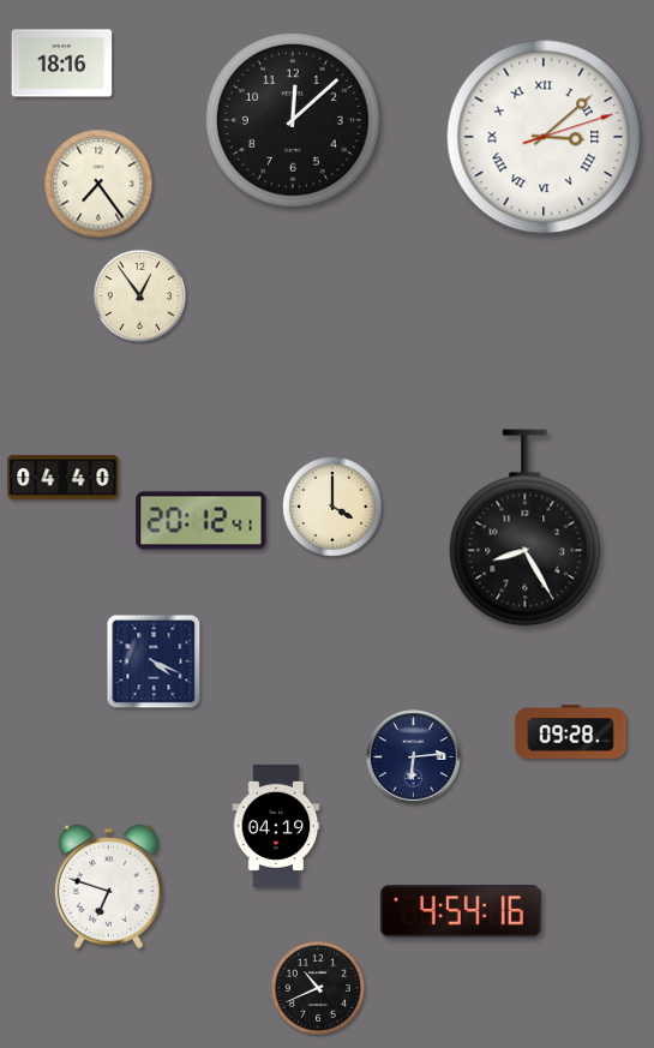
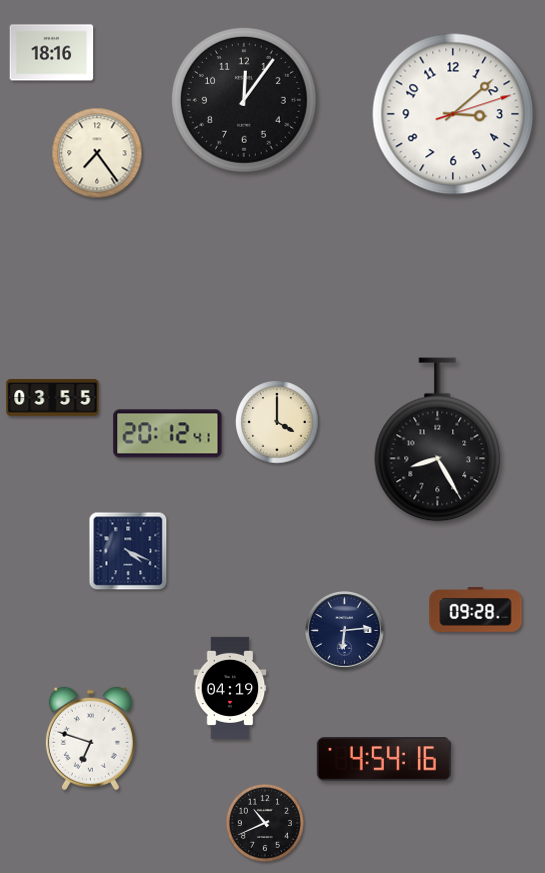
clock at (293, 120): 12:08 -> 12:06
clock at (544, 137) numerals: Roman -> Arabic
clock at (98, 184) position: (98, 184) -> (97, 153)
clock at (139, 295): 12:54 -> none
clock at (64, 477): 04:40 -> 03:55
